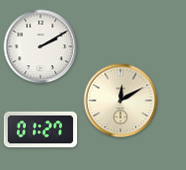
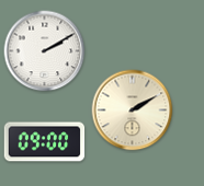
clock at (121, 101): 12:10 -> 2:10
clock at (41, 130): 01:27 -> 09:00
